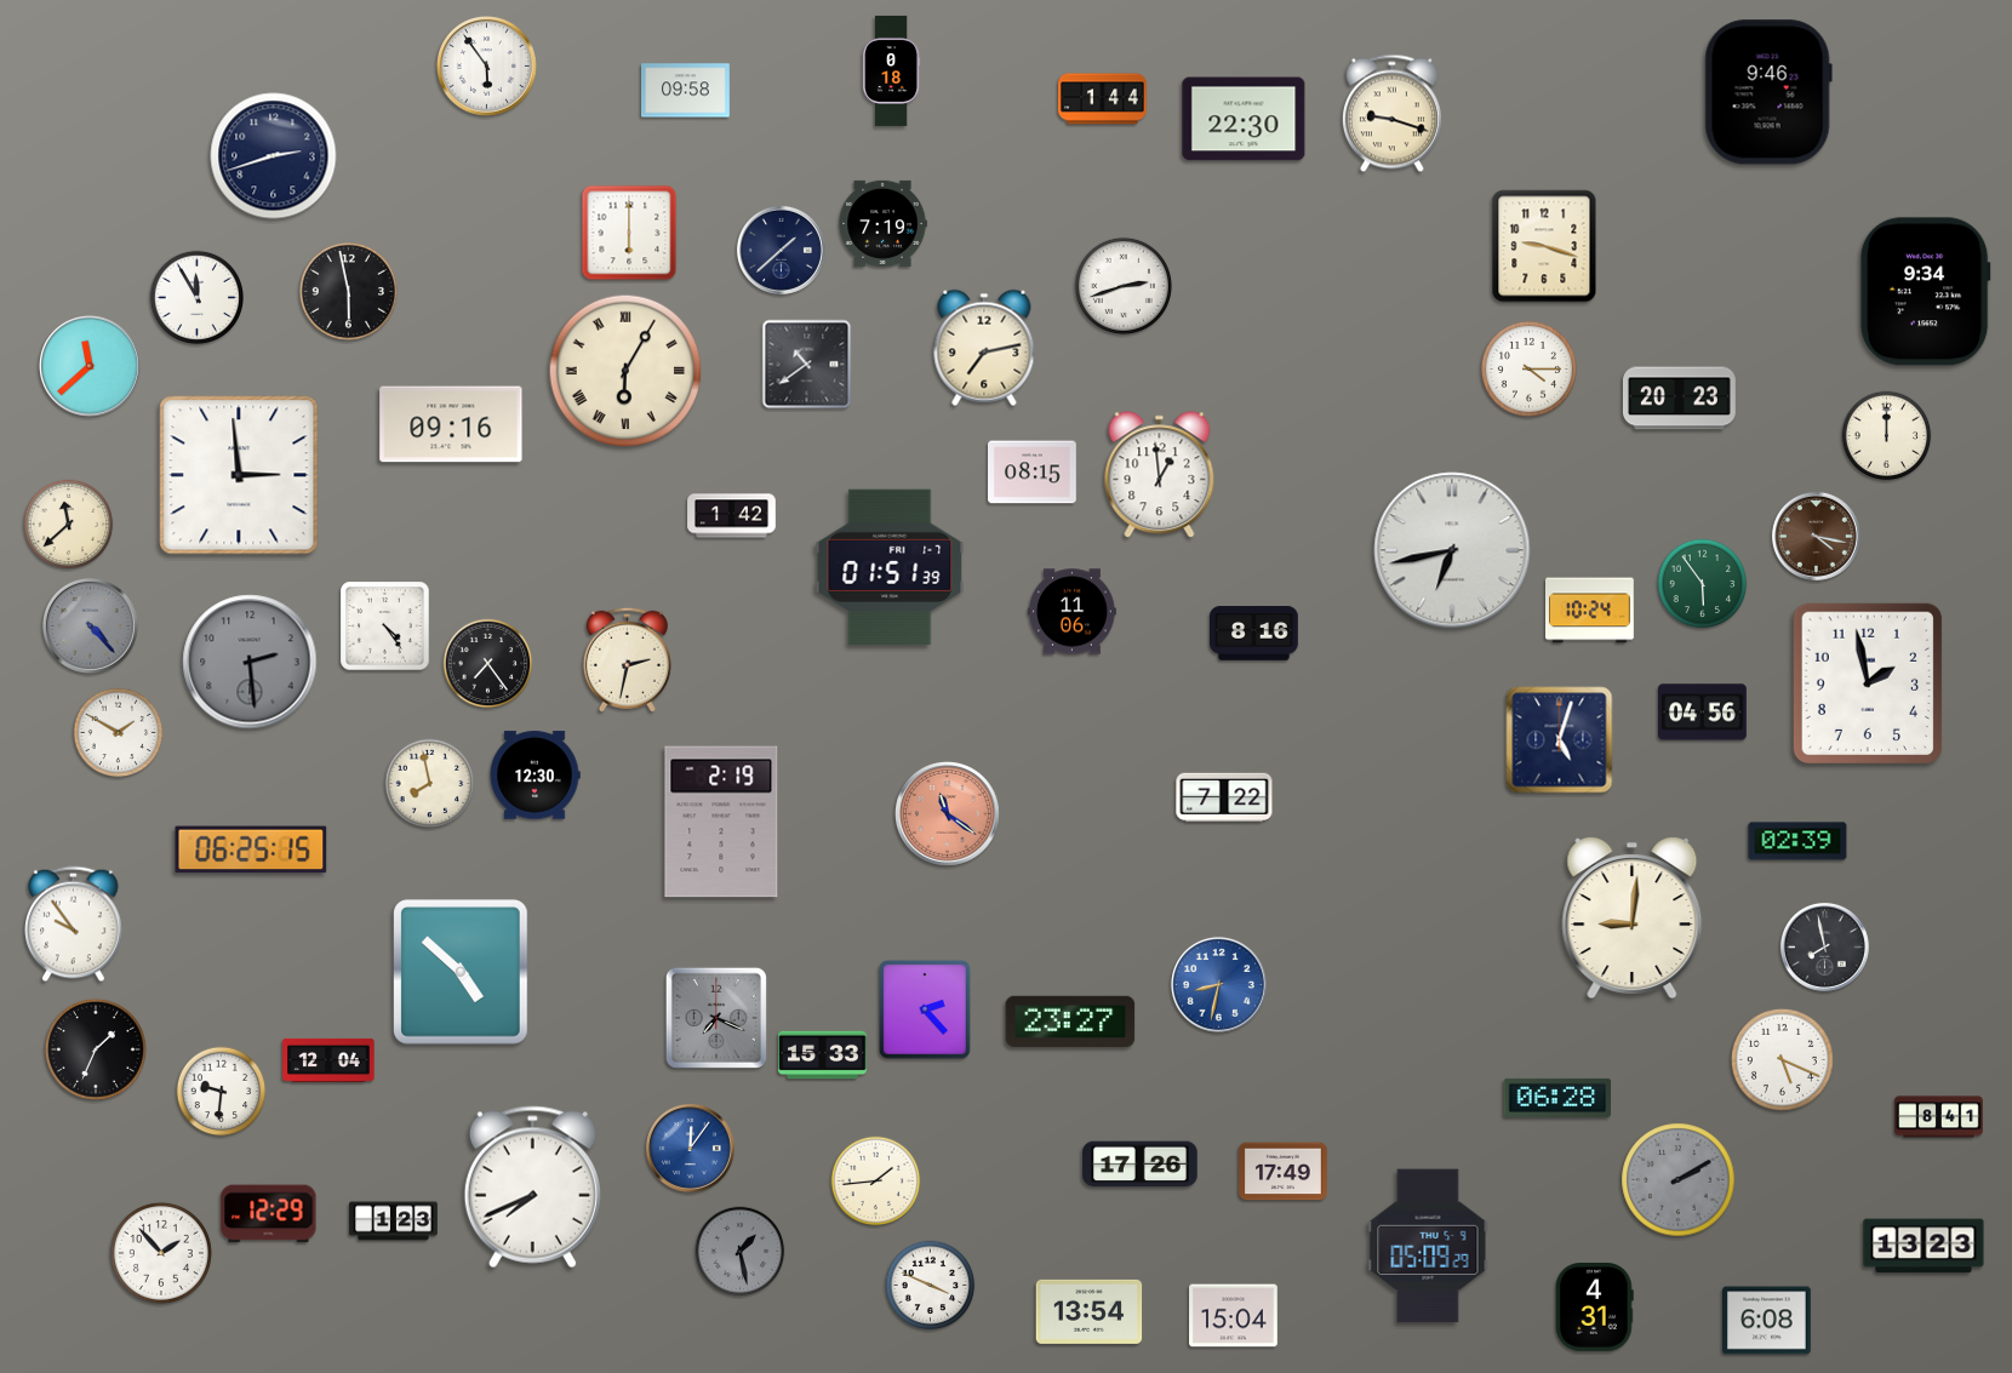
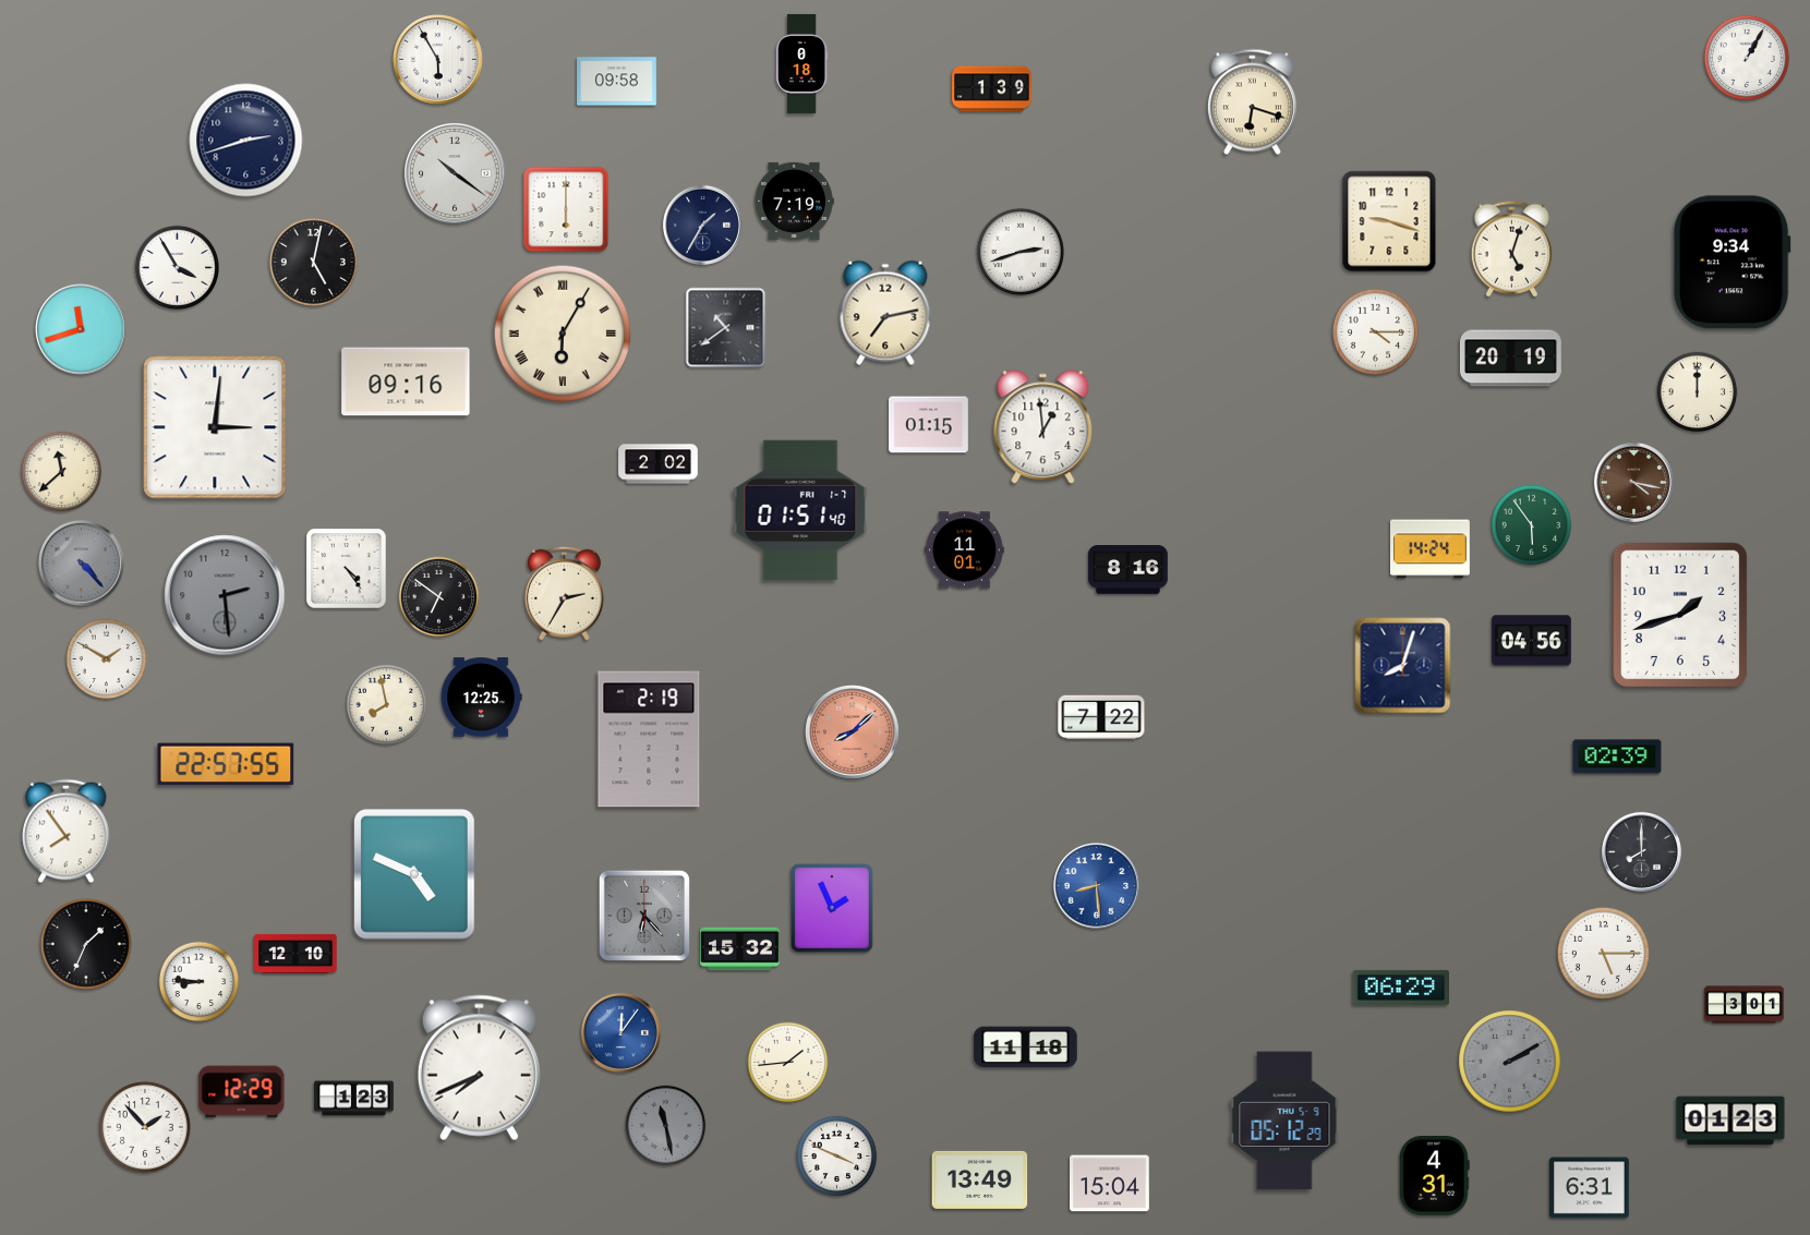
clock at (1746, 57): none -> 1:05
clock at (487, 67): 5:54 -> 5:55
clock at (1768, 92): 9:46 -> none
clock at (1103, 99): 1:44 -> 1:39
clock at (1391, 114): 9:18 -> 6:18
clock at (1244, 119): 22:30 -> none
clock at (455, 173): none -> 10:21
clock at (781, 250): 1:38 -> 1:35
clock at (1511, 250): none -> 5:03
clock at (1124, 286) position: (1124, 286) -> (1021, 252)
clock at (348, 291): 5:58 -> 5:02
clock at (198, 298): 11:55 -> 3:55
clock at (91, 367): 11:38 -> 11:42
clock at (1679, 399): 20:23 -> 20:19
clock at (1033, 473): 08:15 -> 01:15
clock at (239, 475): 2:59 -> 3:01
clock at (732, 516): 1:42 -> 2:02
clock at (1452, 550): 6:43 -> none
clock at (890, 567): 01:51:39 -> 01:51:40
clock at (1590, 611): 10:24 -> 14:24
clock at (1073, 612): 11:06 -> 11:01
clock at (385, 627) position: (385, 627) -> (347, 569)
clock at (627, 659): 2:32 -> 2:35
clock at (488, 664): 7:24 -> 6:51
clock at (1867, 682): 1:58 -> 1:42
clock at (1560, 740): 5:03 -> 8:03
clock at (535, 776): 12:30 -> 12:25
clock at (948, 814): 11:21 -> 8:08
clock at (251, 849): 06:25 -> 22:57
clock at (1633, 919): 9:01 -> none
clock at (74, 925): 9:54 -> 7:54
clock at (1824, 946): 7:58 -> 8:00
clock at (462, 972): 4:52 -> 4:49
clock at (1218, 984): 8:32 -> 8:29
clock at (925, 1009): 2:23 -> 1:56
clock at (716, 1018): 7:19 -> 6:23
clock at (1070, 1020): 23:27 -> none
clock at (823, 1056): 15:33 -> 15:32
clock at (1782, 1059): 5:19 -> 5:15
clock at (328, 1060): 12:04 -> 12:10
clock at (222, 1092): 9:31 -> 8:46
clock at (1557, 1098): 06:28 -> 06:29
clock at (1939, 1117): 8:41 -> 3:01
clock at (1141, 1165): 17:26 -> 11:18
clock at (1284, 1172): 17:49 -> none
clock at (1428, 1246): 05:09 -> 05:12
clock at (1924, 1246): 13:23 -> 01:23
clock at (741, 1252): 1:28 -> 11:28
clock at (1090, 1311): 13:54 -> 13:49
clock at (1767, 1321): 6:08 -> 6:31
